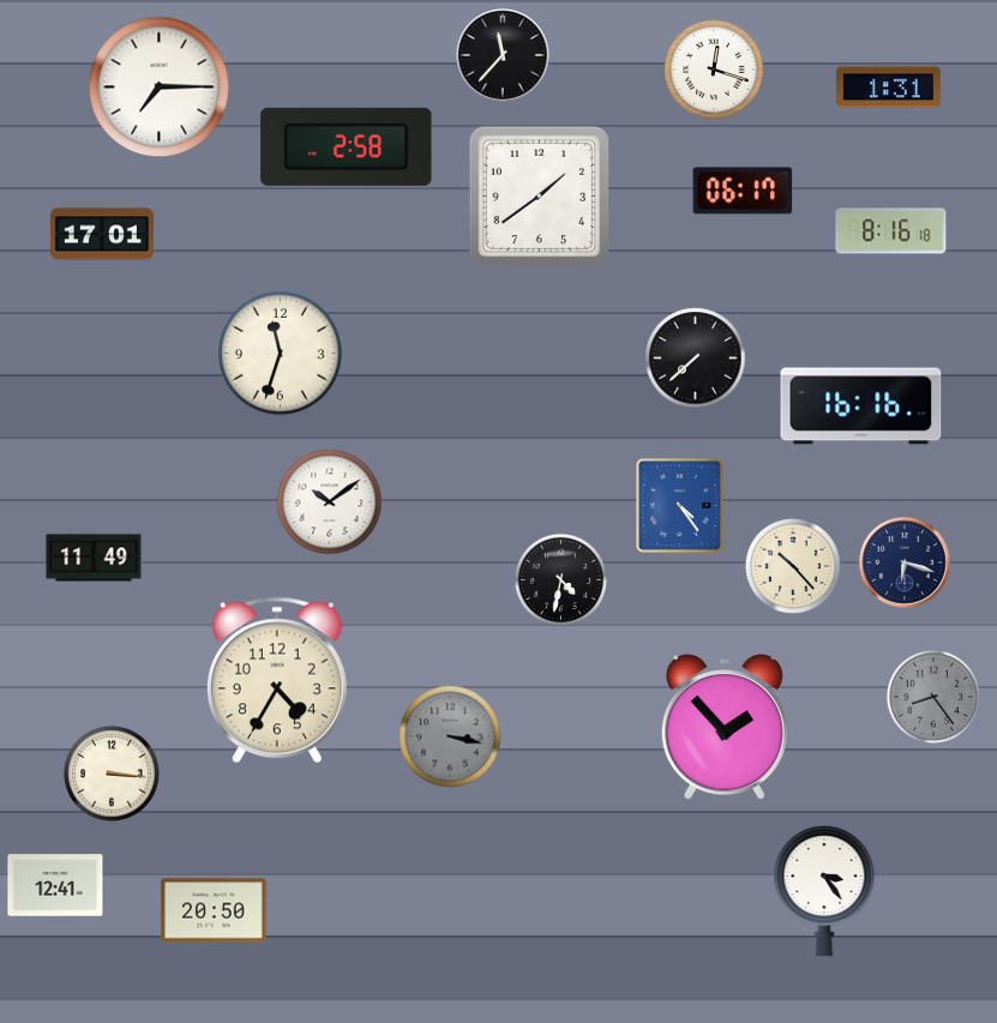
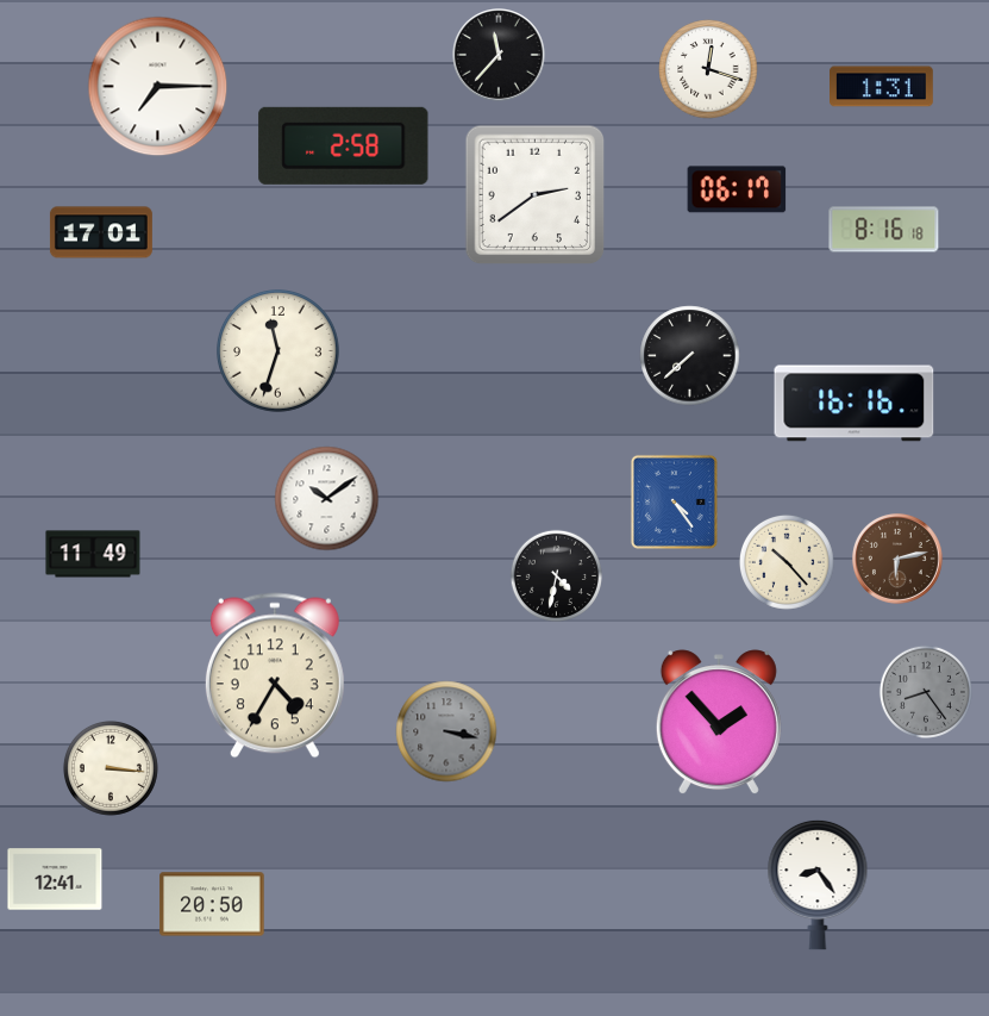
clock at (540, 197): 1:39 -> 2:39
clock at (905, 562): 6:18 -> 6:13
clock at (905, 562) dial: navy -> brown
clock at (824, 891): 3:24 -> 8:24
